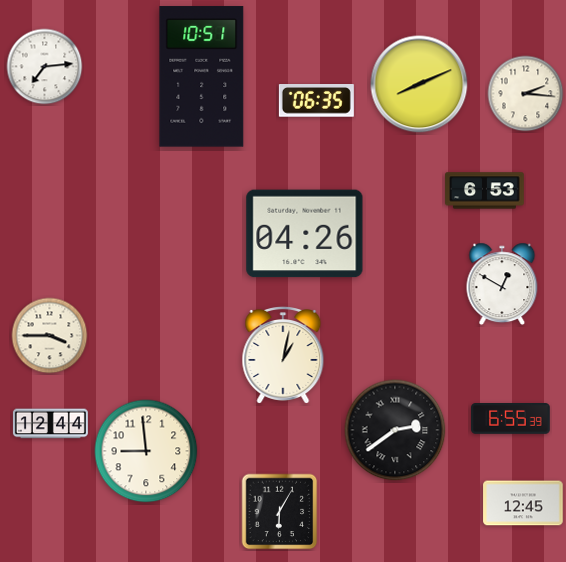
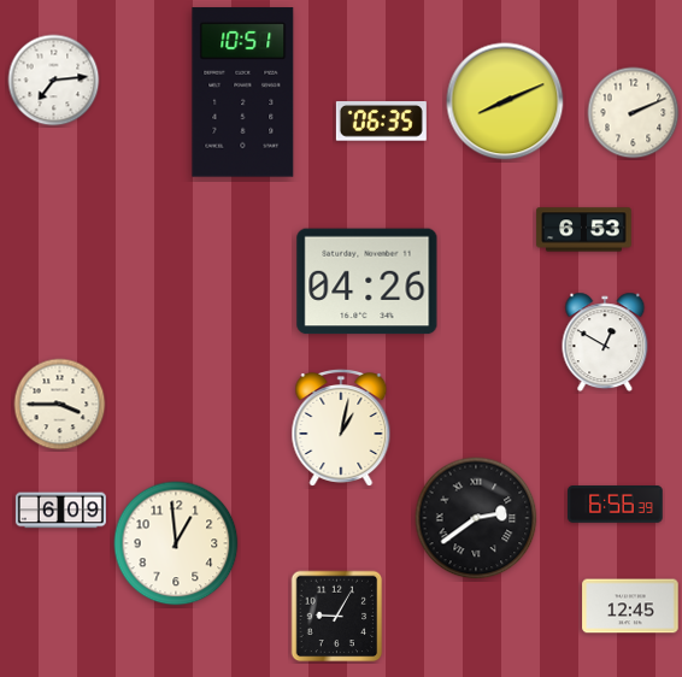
clock at (526, 94): 2:16 -> 2:11
clock at (511, 419): 6:55 -> 6:56
clock at (50, 424): 12:44 -> 6:09
clock at (146, 451): 8:59 -> 12:59
clock at (280, 512): 6:05 -> 9:05
